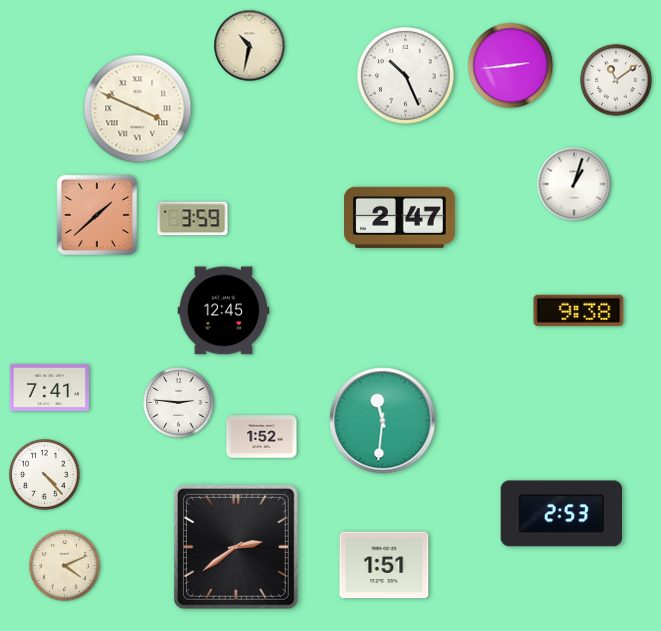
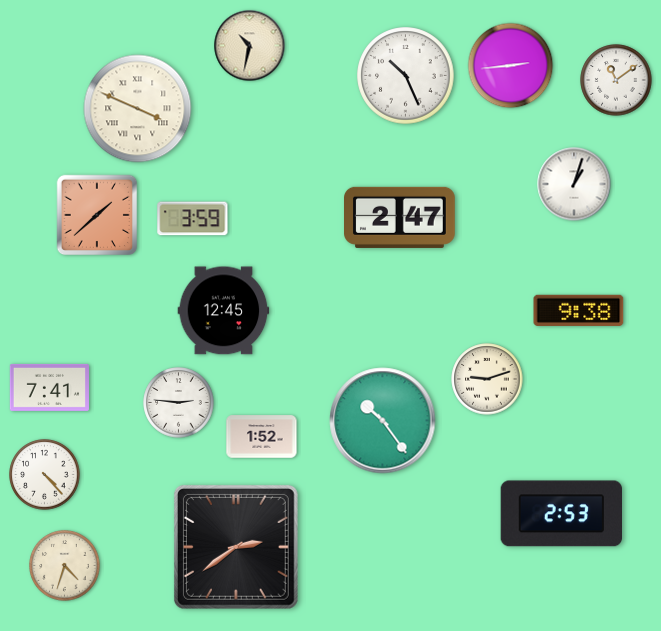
clock at (487, 379): none -> 9:12
clock at (383, 421): 11:31 -> 10:24
clock at (384, 565): 1:51 -> none
clock at (65, 566): 4:11 -> 4:33
